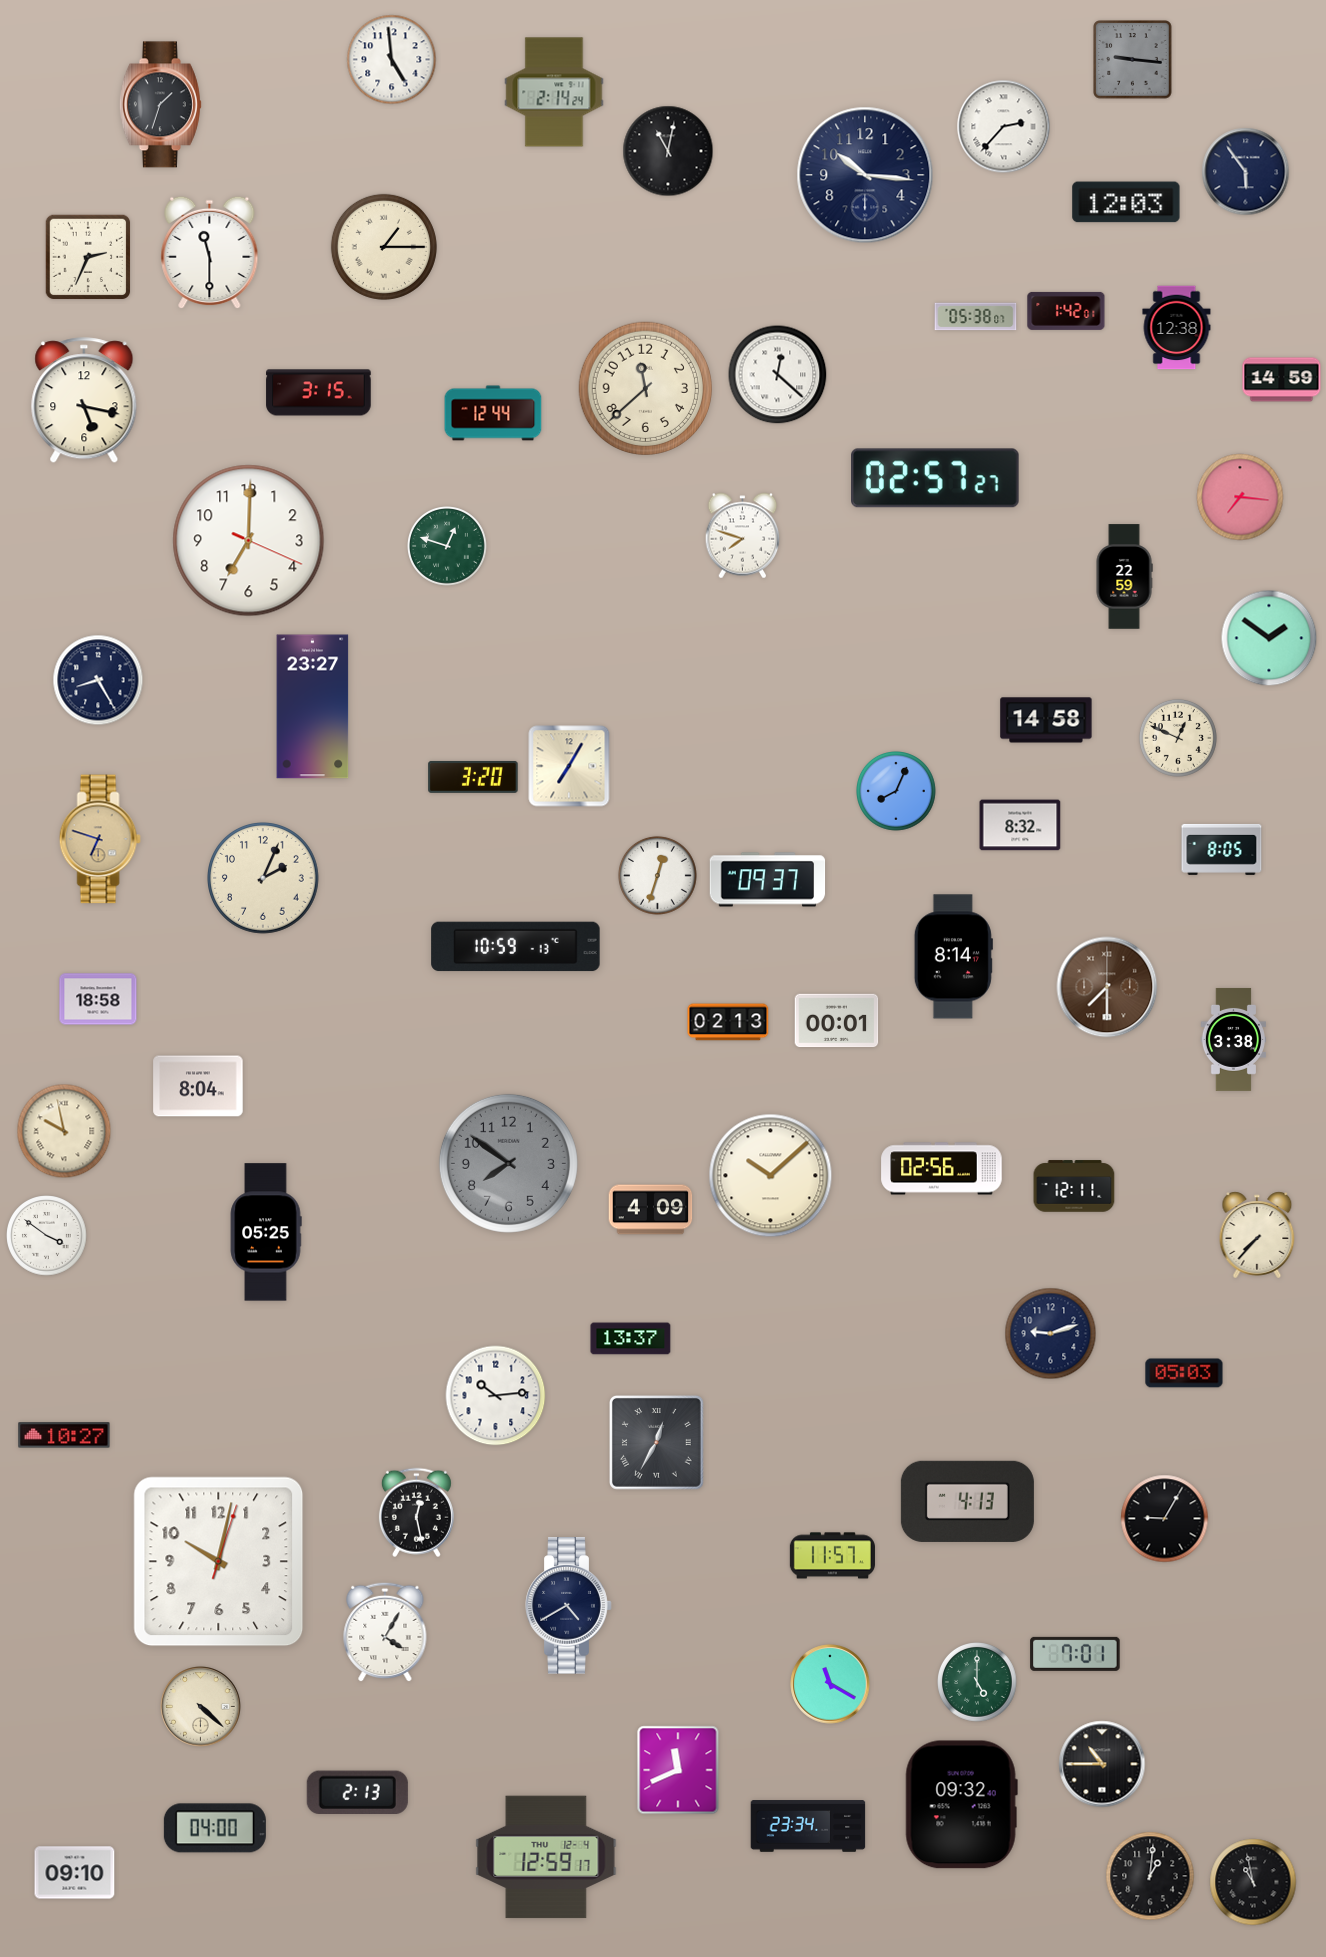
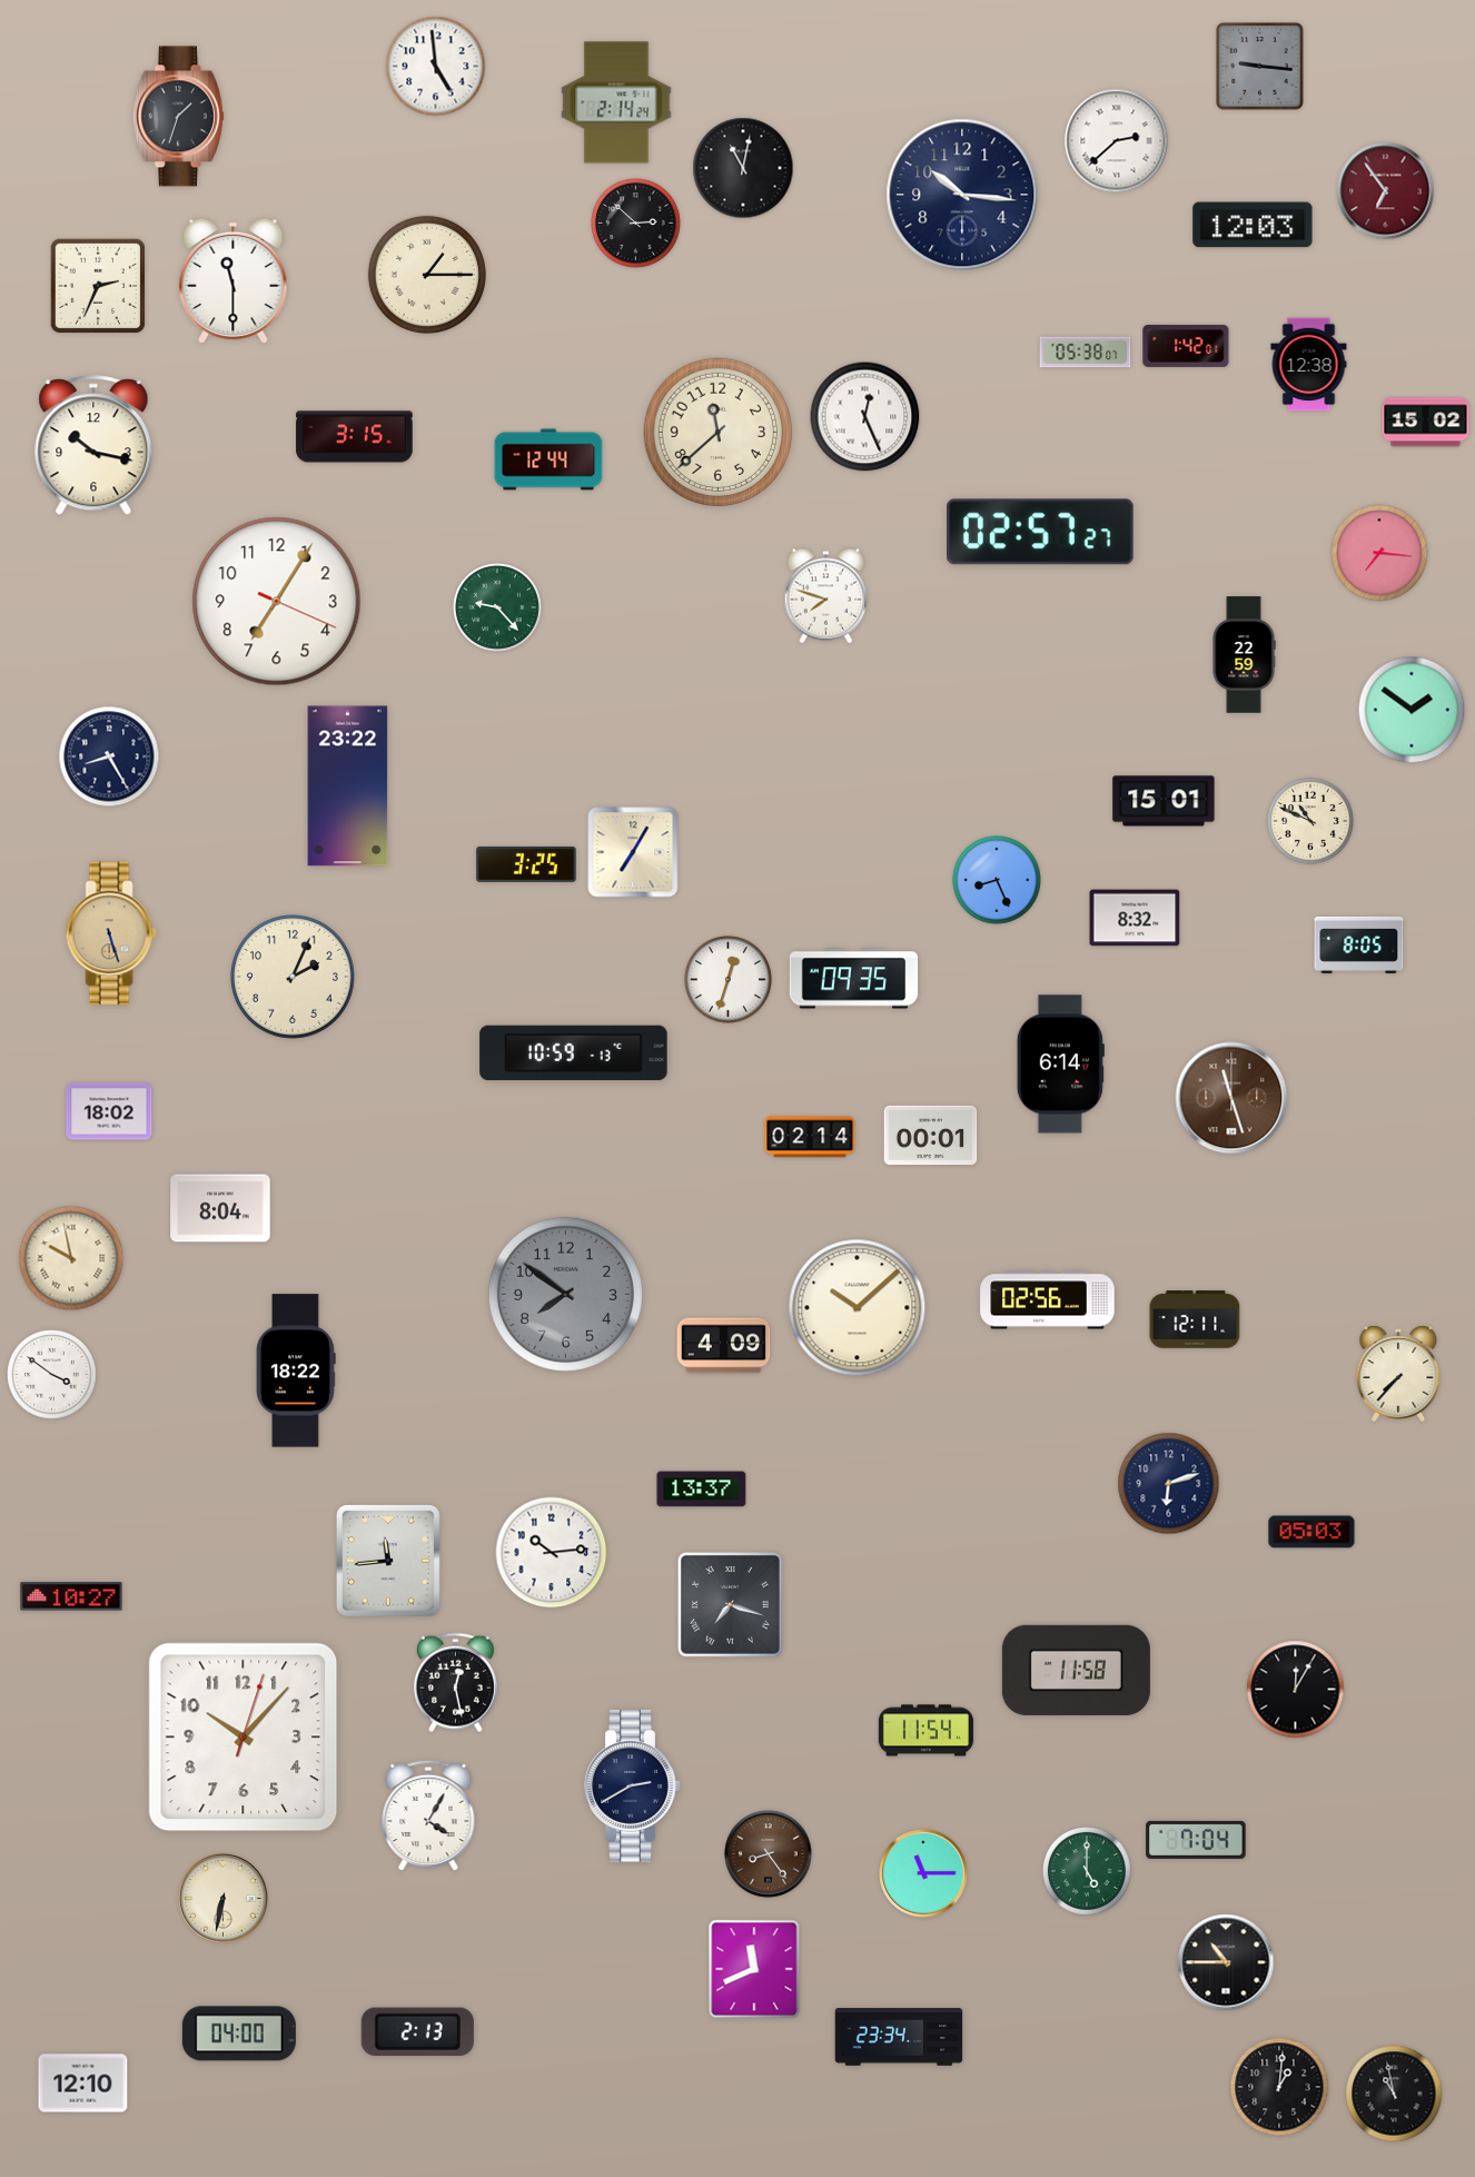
clock at (1004, 127): 2:37 -> 2:38
clock at (1246, 172): 5:54 -> 6:54
clock at (1246, 172) dial: navy -> burgundy
clock at (636, 224): none -> 2:52
clock at (778, 375): 12:22 -> 12:26
clock at (1282, 380): 14:59 -> 15:02
clock at (84, 401): 5:17 -> 10:17
clock at (249, 541): 7:00 -> 7:05
clock at (448, 547): 12:48 -> 9:23
clock at (1124, 577) position: (1124, 577) -> (1244, 655)
clock at (313, 707): 23:27 -> 23:22
clock at (1046, 720): 14:58 -> 15:01
clock at (1178, 738): 12:49 -> 10:49
clock at (473, 777): 3:20 -> 3:25
clock at (897, 792): 8:04 -> 8:26
clock at (100, 839): 6:48 -> 5:27
clock at (657, 875) position: (657, 875) -> (727, 979)
clock at (768, 880): 09:37 -> 09:35
clock at (953, 957): 8:14 -> 6:14
clock at (1107, 987): 7:30 -> 11:27
clock at (98, 999): 18:58 -> 18:02
clock at (728, 1022): 02:13 -> 02:14
clock at (1233, 1039): 3:38 -> none
clock at (266, 1232): 05:25 -> 18:22
clock at (1051, 1334): 9:12 -> 6:12
clock at (1184, 1373) position: (1184, 1373) -> (1311, 1532)
clock at (388, 1561): none -> 11:44
clock at (657, 1443): 12:35 -> 7:18
clock at (967, 1501): 4:13 -> 11:58
clock at (416, 1513) position: (416, 1513) -> (455, 1683)
clock at (1165, 1519): 9:05 -> 12:05
clock at (832, 1556): 11:57 -> 11:54
clock at (219, 1562): 10:02 -> 10:07
clock at (569, 1606): 4:40 -> 2:40
clock at (1075, 1654): 7:01 -> 7:04
clock at (769, 1854): none -> 8:24
clock at (830, 1684): 11:20 -> 11:15
clock at (201, 1707): 4:22 -> 6:32
clock at (357, 1792) position: (357, 1792) -> (417, 2031)
clock at (961, 1805): 09:32 -> none
clock at (808, 1826) position: (808, 1826) -> (899, 2037)
clock at (546, 1857): 12:59 -> none
clock at (75, 1873): 09:10 -> 12:10
